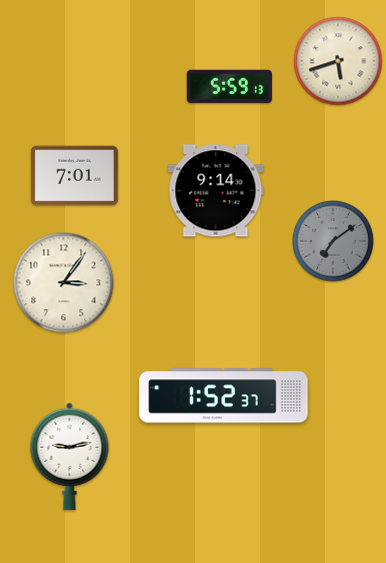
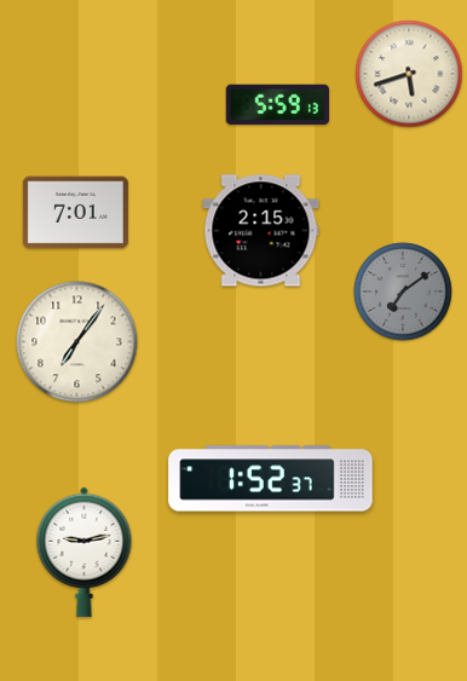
clock at (74, 176) position: (74, 176) -> (75, 213)
clock at (216, 191): 9:14 -> 2:15
clock at (64, 283): 3:06 -> 7:06
